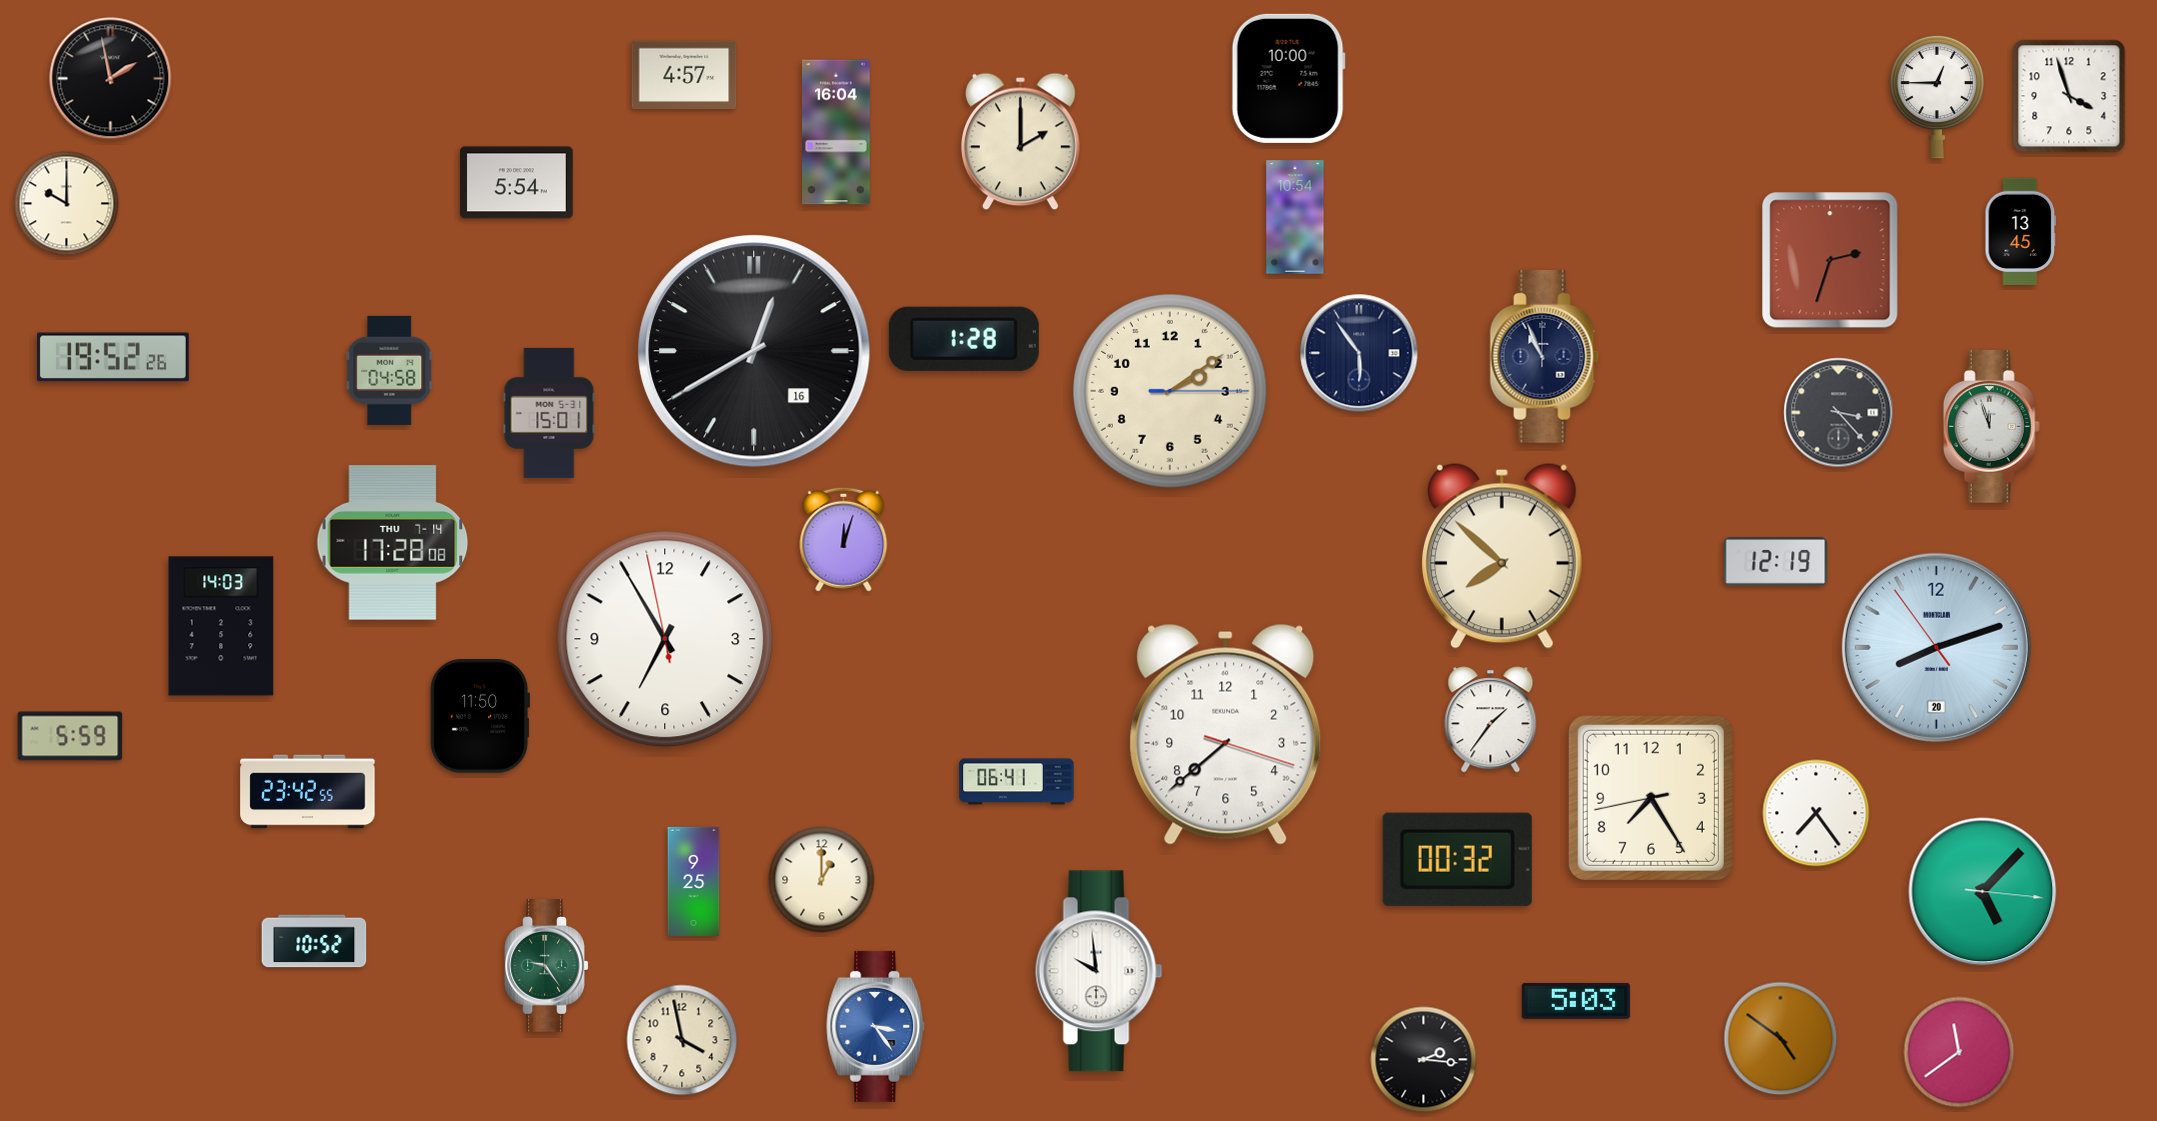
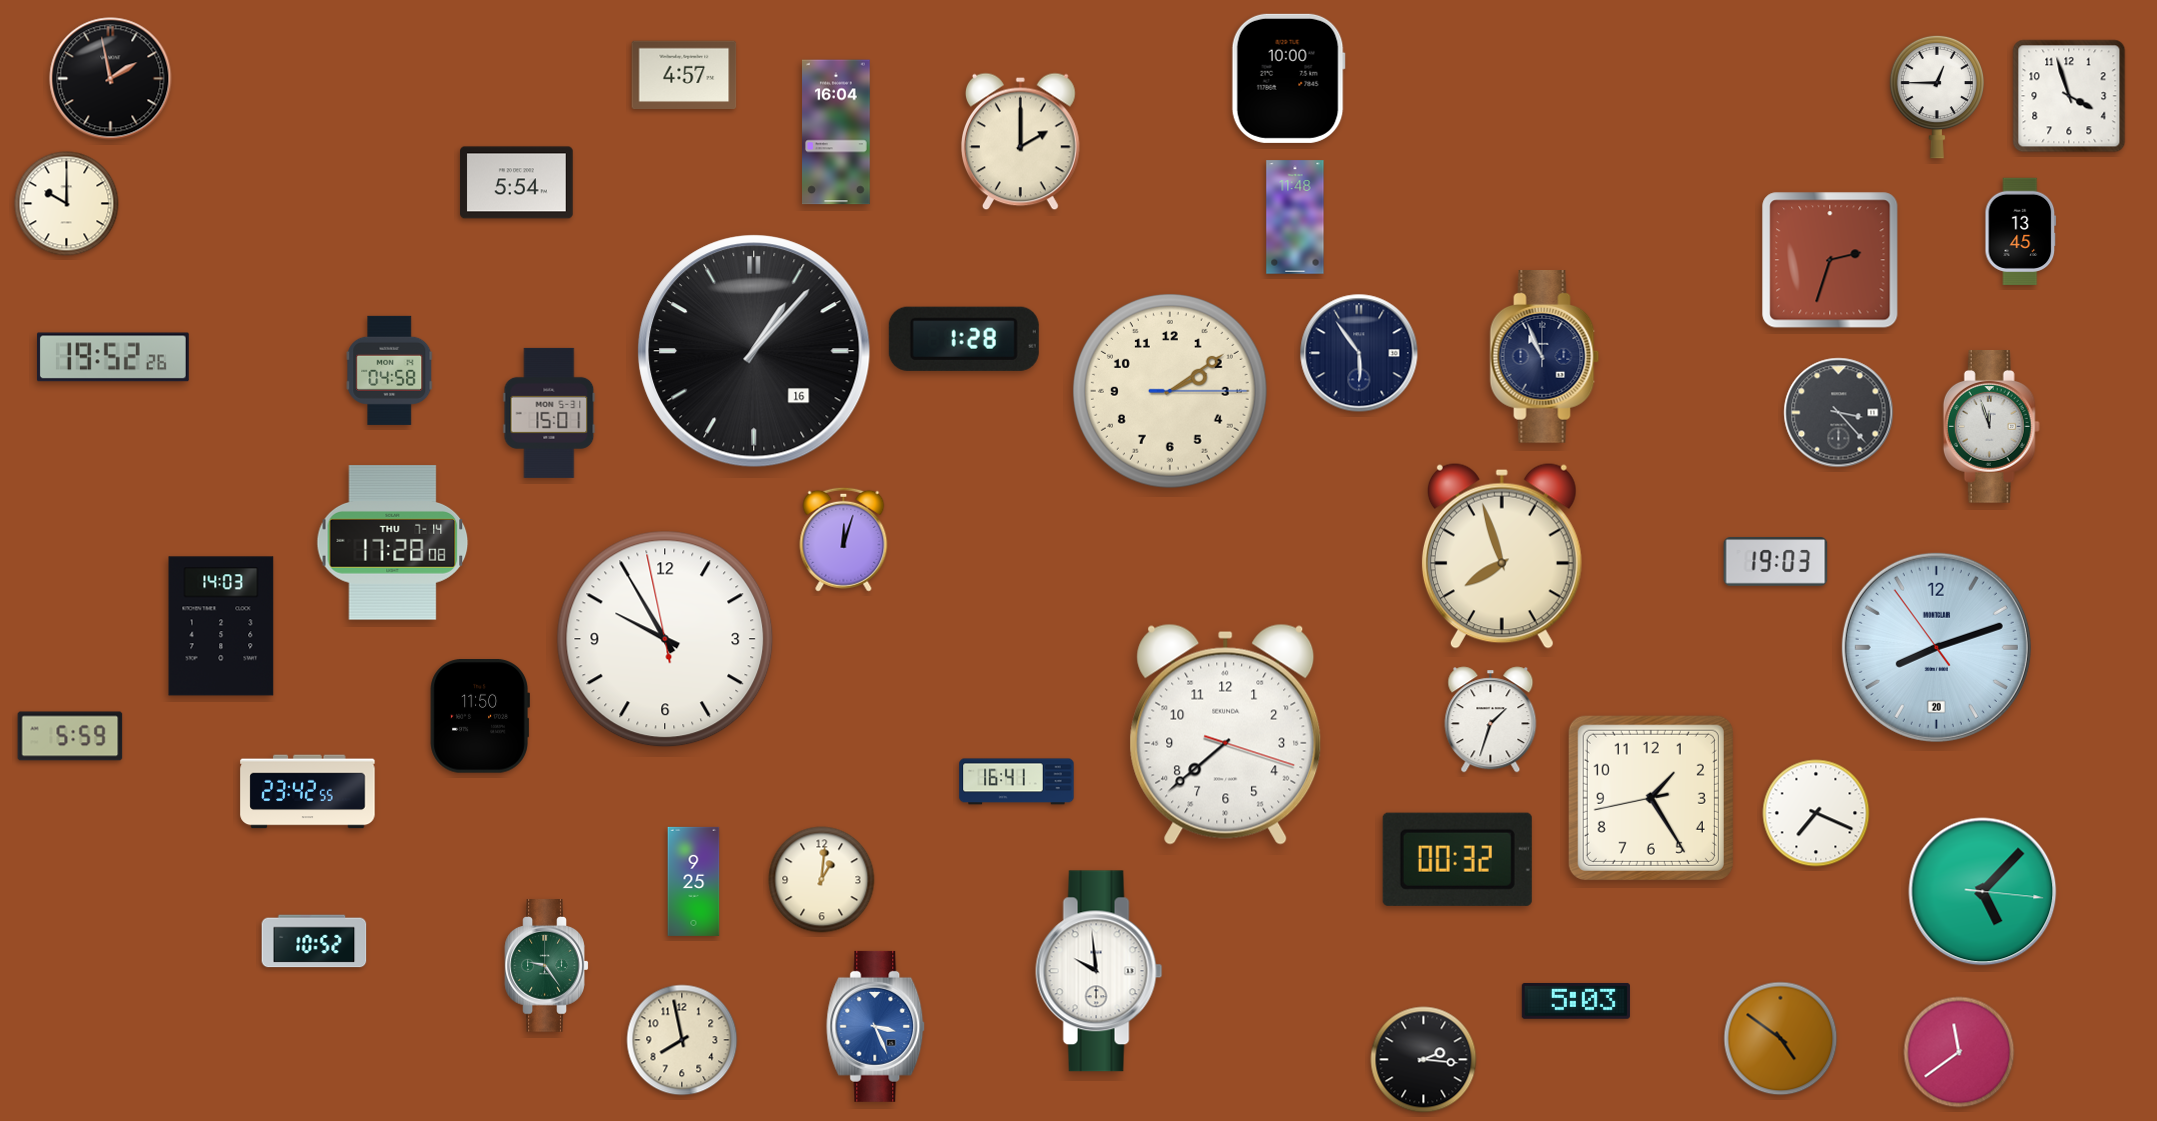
clock at (1295, 217): 10:54 -> 11:48
clock at (754, 351): 12:40 -> 1:07
clock at (1502, 556): 7:52 -> 7:57
clock at (1776, 562): 12:19 -> 19:03
clock at (665, 639): 6:54 -> 9:54
clock at (1491, 720): 1:36 -> 1:33
clock at (1017, 782): 06:41 -> 16:41
clock at (1651, 798): 7:24 -> 1:24
clock at (1816, 813): 7:24 -> 7:19
clock at (822, 880): 1:00 -> 1:01
clock at (876, 1026): 3:24 -> 3:26
clock at (682, 1040): 3:58 -> 7:58
